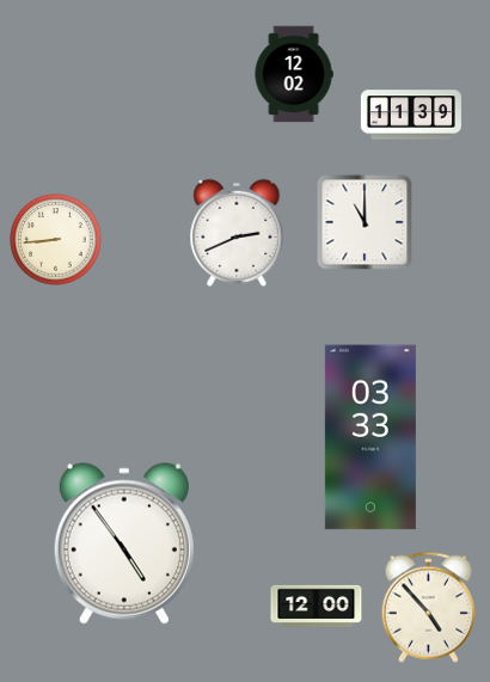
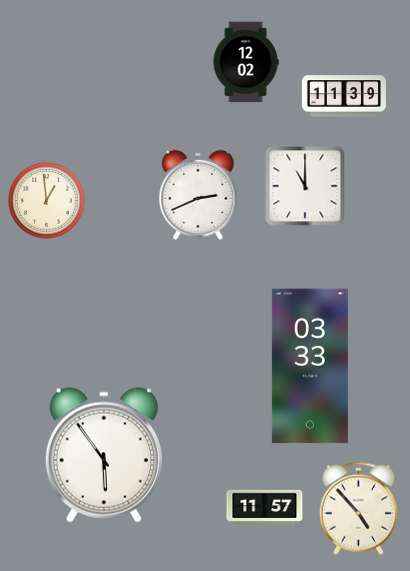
clock at (56, 240): 8:44 -> 12:59
clock at (124, 543): 4:54 -> 5:54
clock at (317, 606): 12:00 -> 11:57
